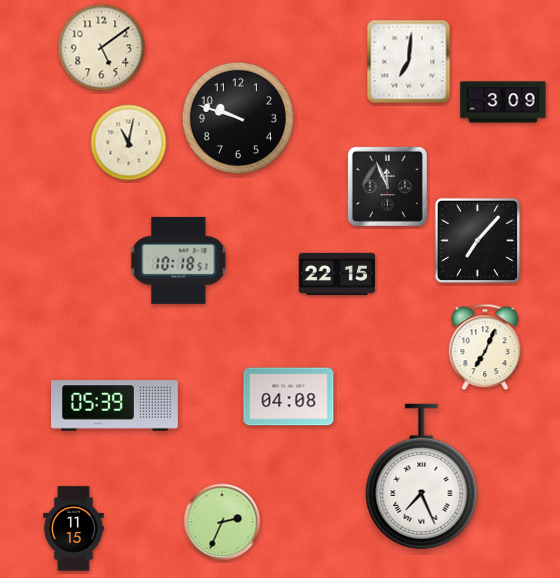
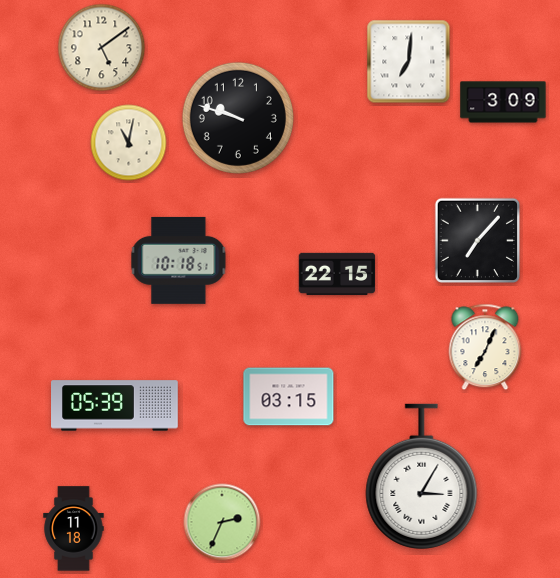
clock at (387, 186): 11:56 -> none
clock at (289, 397): 04:08 -> 03:15
clock at (422, 476): 7:26 -> 3:05
clock at (74, 529): 11:15 -> 11:18
